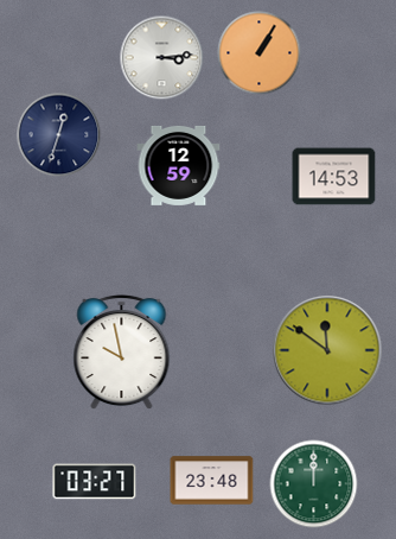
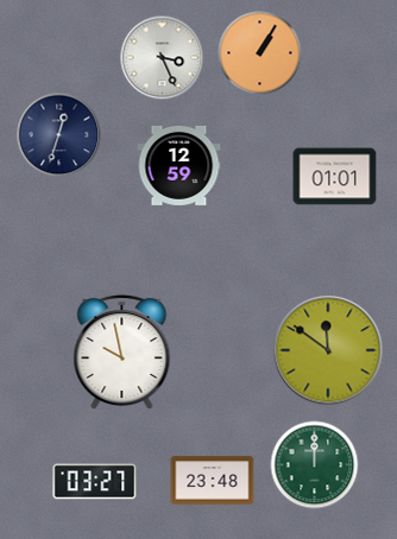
clock at (162, 58): 3:14 -> 3:26
clock at (334, 177): 14:53 -> 01:01
clock at (314, 484) position: (314, 484) -> (315, 465)
